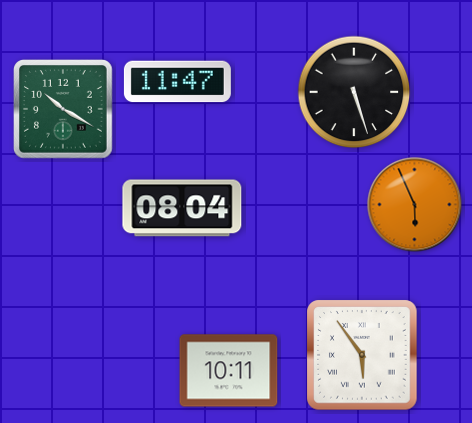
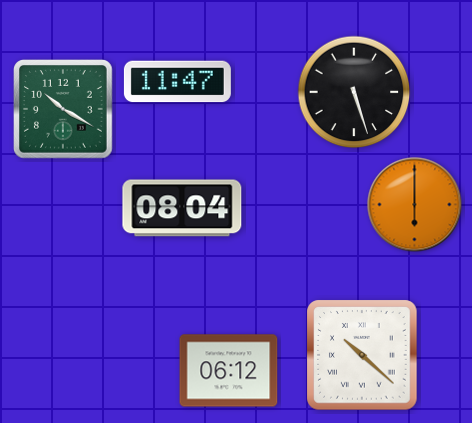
clock at (415, 205): 5:56 -> 6:00
clock at (362, 355): 5:54 -> 10:22
clock at (229, 371): 10:11 -> 06:12
